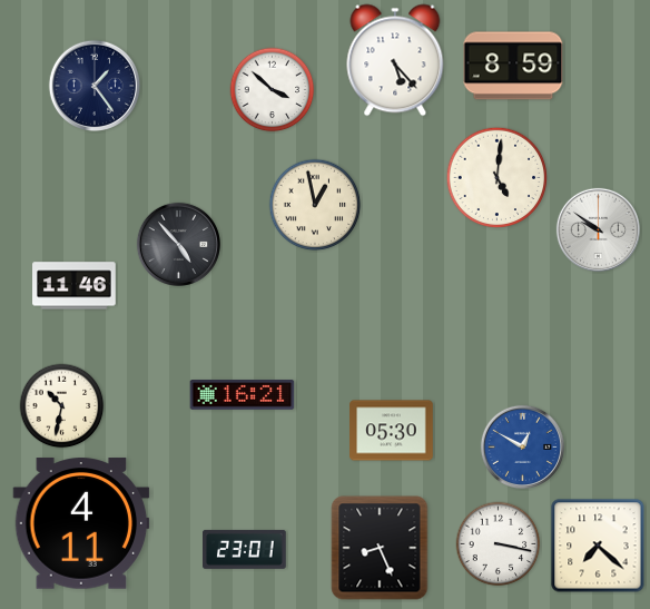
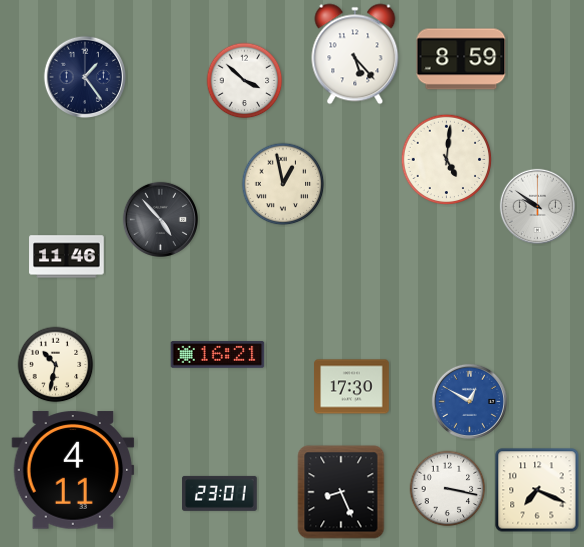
clock at (392, 431): 05:30 -> 17:30
clock at (598, 546): 7:22 -> 7:19
